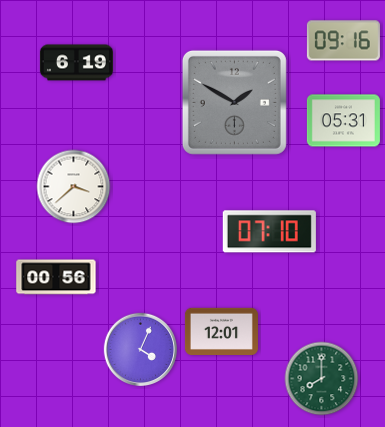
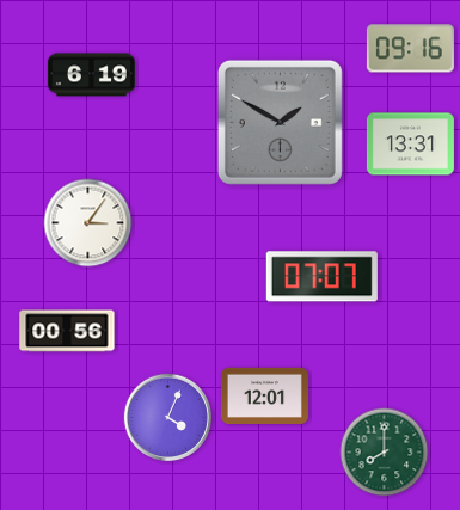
clock at (343, 121): 05:31 -> 13:31
clock at (74, 187): 3:38 -> 3:06
clock at (269, 232): 07:10 -> 07:07
